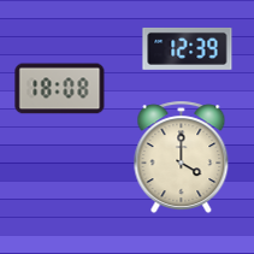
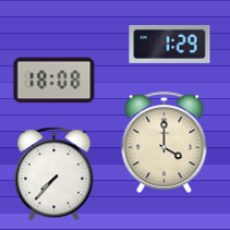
clock at (188, 48): 12:39 -> 1:29
clock at (55, 174): none -> 7:37
